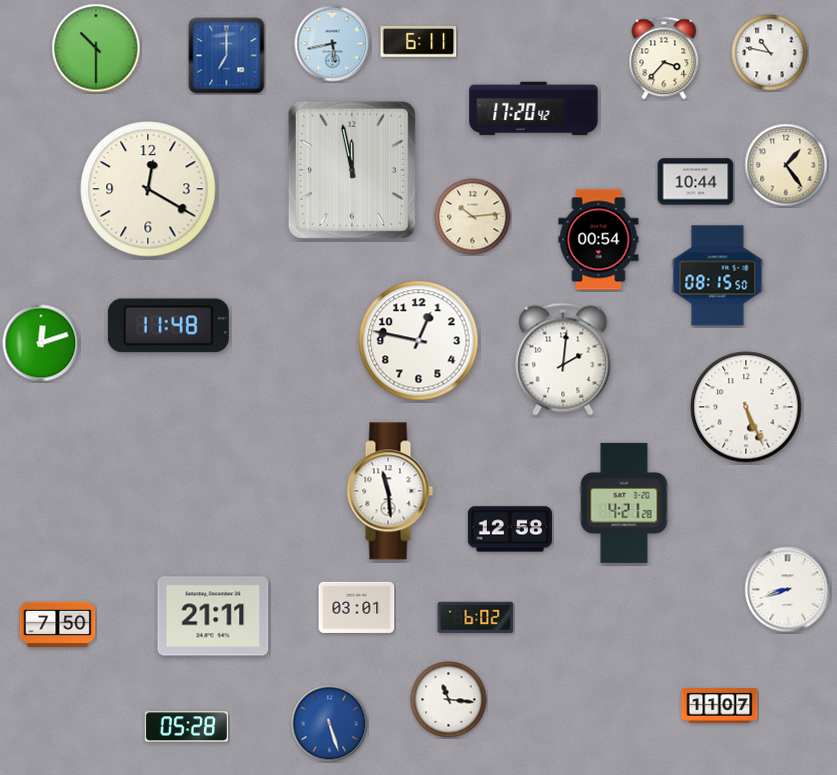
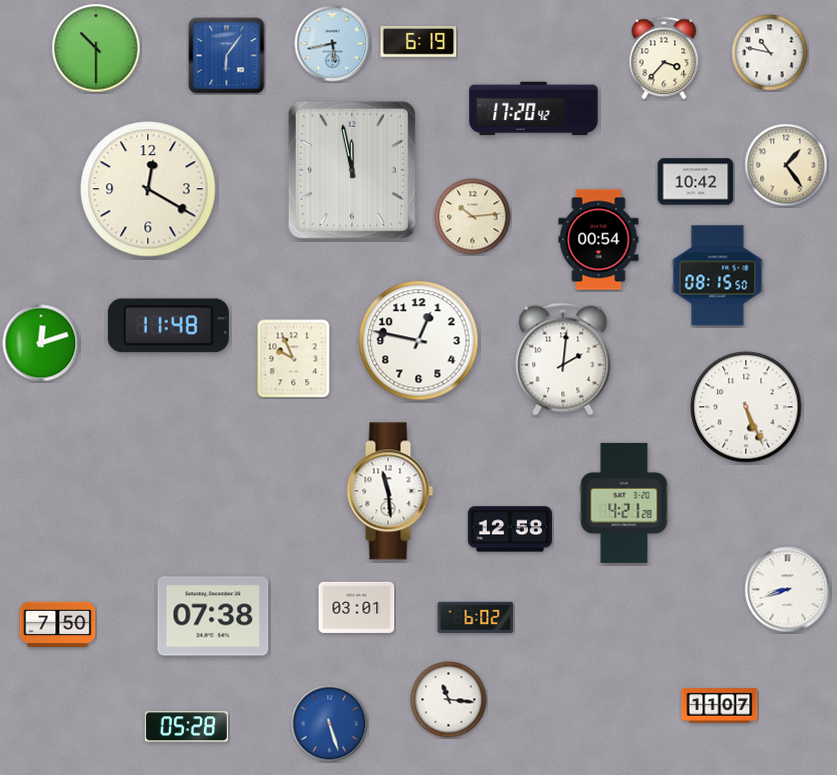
clock at (419, 41): 6:11 -> 6:19
clock at (227, 56): 7:00 -> 6:06
clock at (696, 182): 10:44 -> 10:42
clock at (294, 359): none -> 9:56
clock at (213, 616): 21:11 -> 07:38
